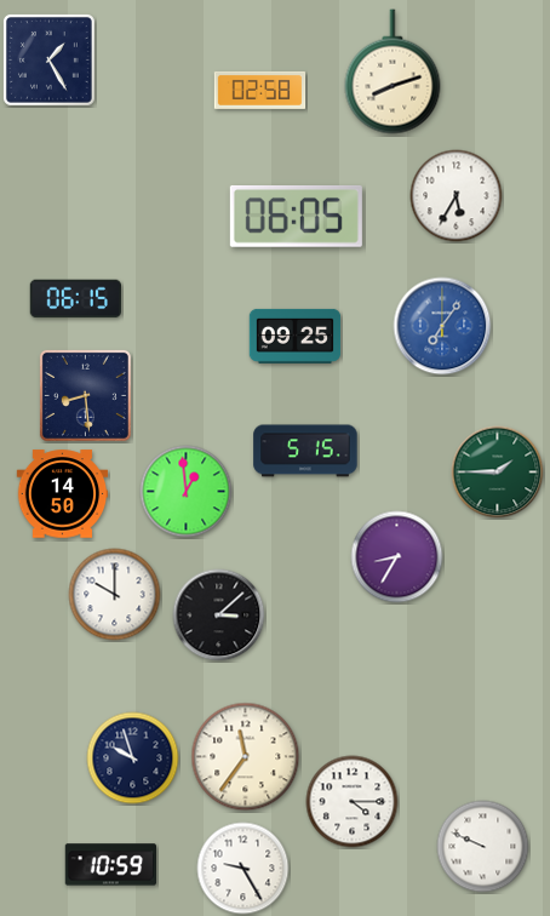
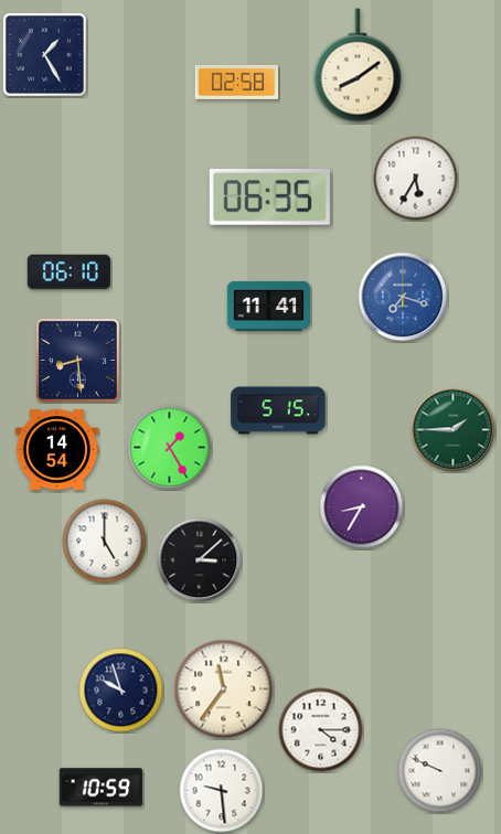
clock at (393, 71): 8:12 -> 8:09
clock at (296, 217): 06:05 -> 06:35
clock at (75, 299): 06:15 -> 06:10
clock at (442, 326): 7:06 -> 7:18
clock at (296, 336): 09:25 -> 11:41
clock at (187, 492): 12:59 -> 1:25
clock at (63, 494): 14:50 -> 14:54
clock at (115, 595): 10:00 -> 5:00
clock at (244, 869): 9:25 -> 9:29
